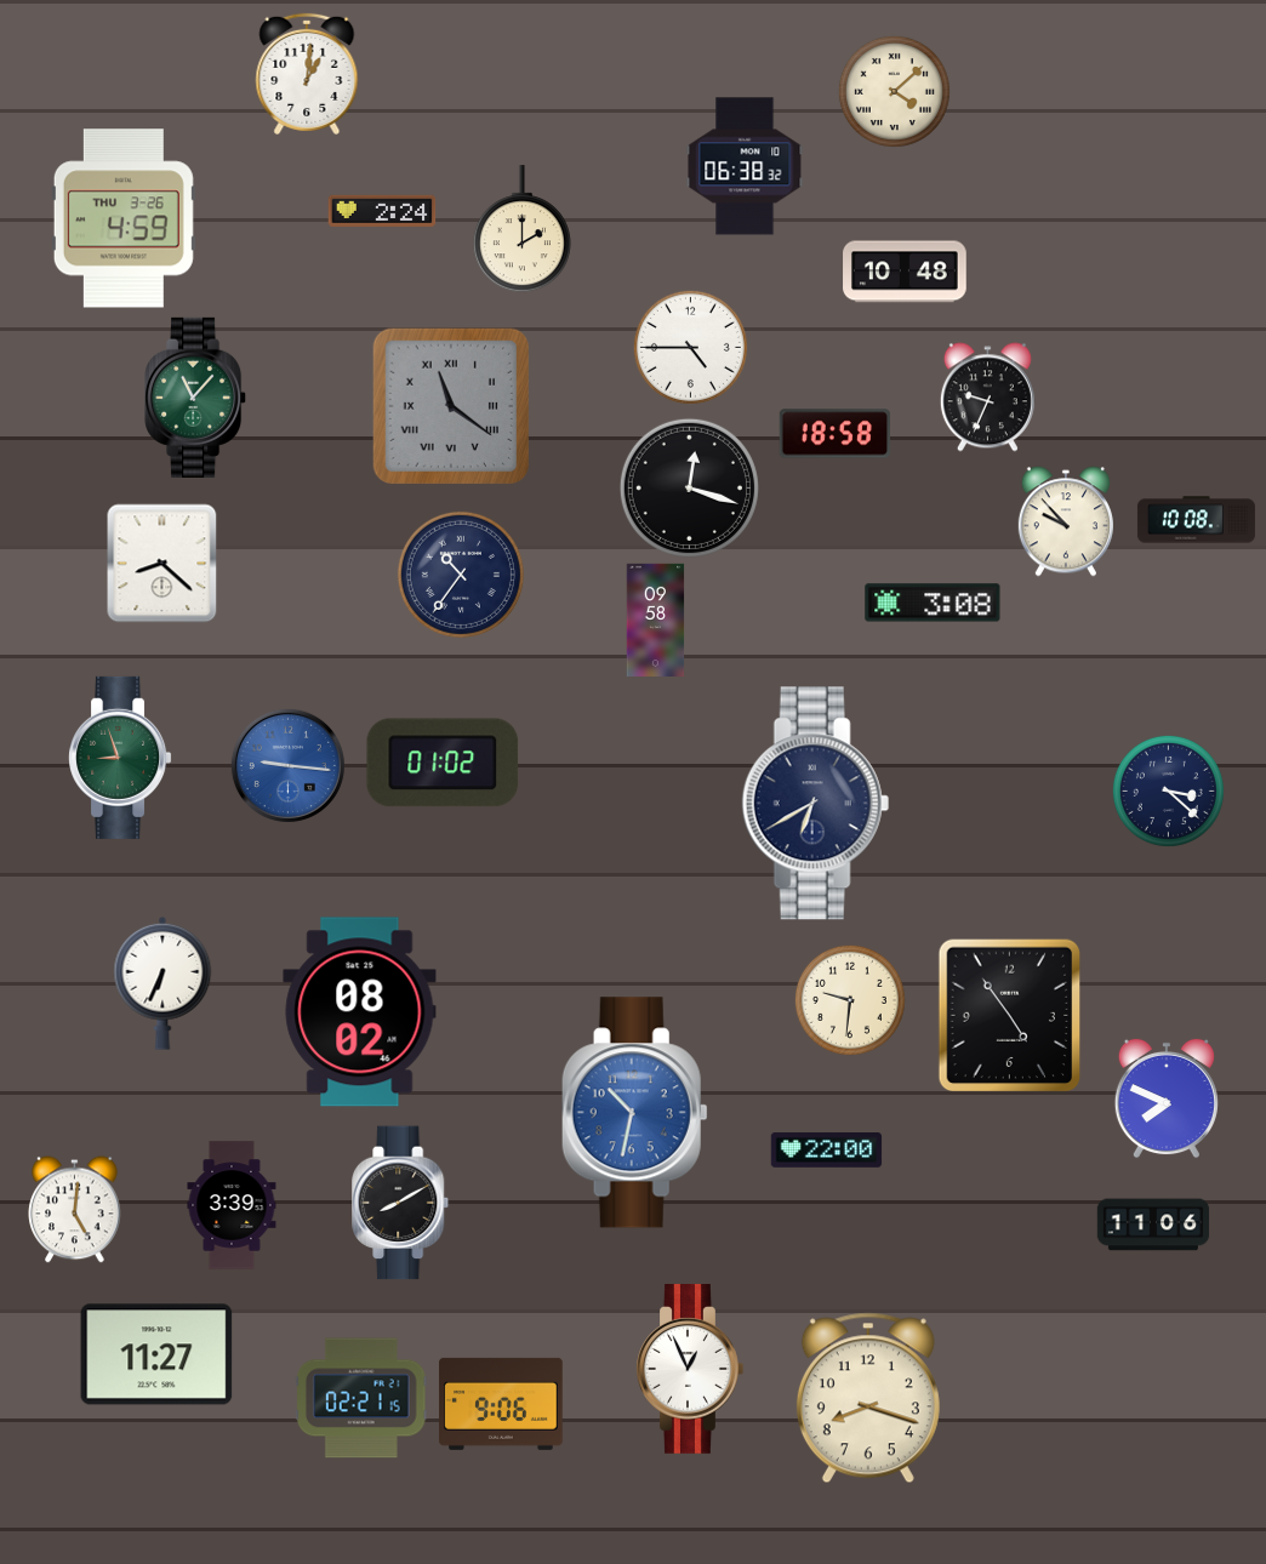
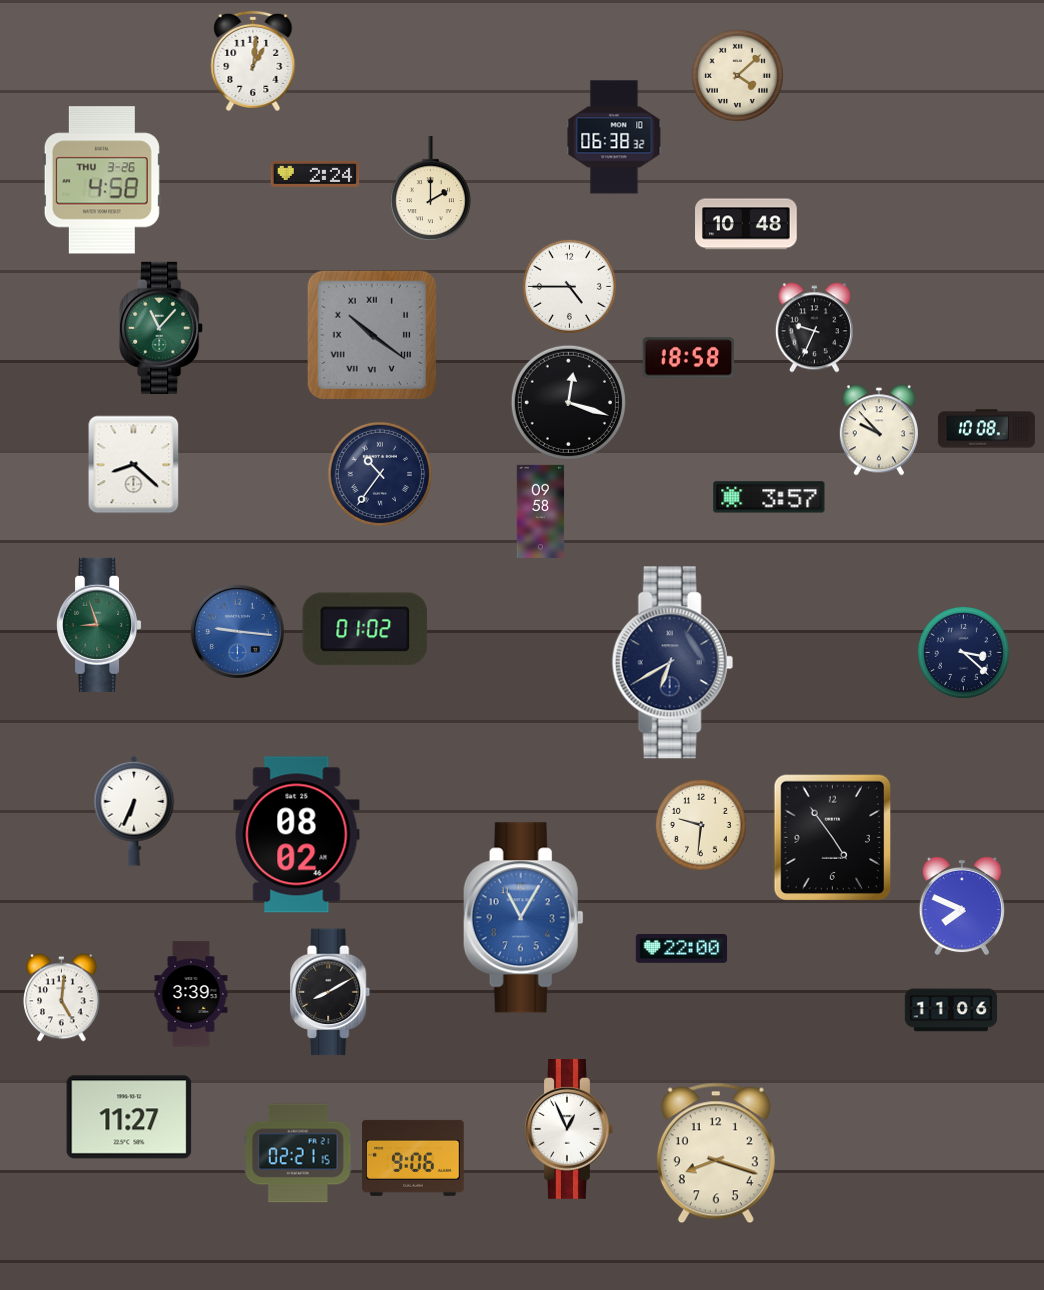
clock at (124, 218): 4:59 -> 4:58
clock at (451, 406): 11:21 -> 10:21
clock at (933, 603): 3:08 -> 3:57
clock at (634, 1113): 10:32 -> 11:05
